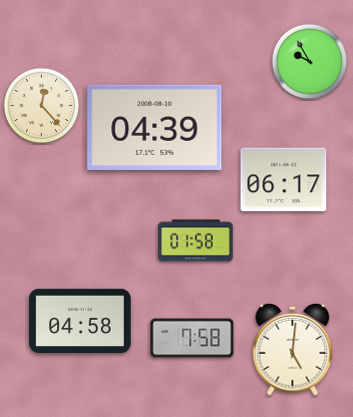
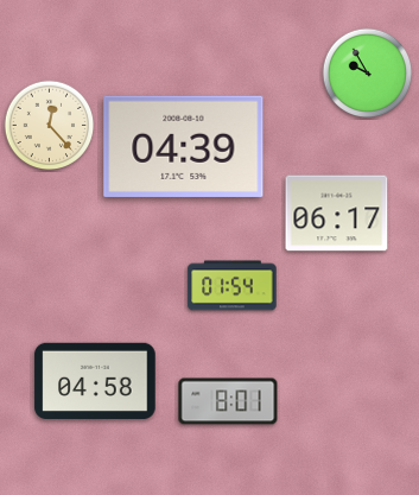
clock at (155, 127) position: (155, 127) -> (184, 146)
clock at (196, 241): 01:58 -> 01:54
clock at (192, 338): 7:58 -> 8:01
clock at (293, 349): 5:01 -> none
